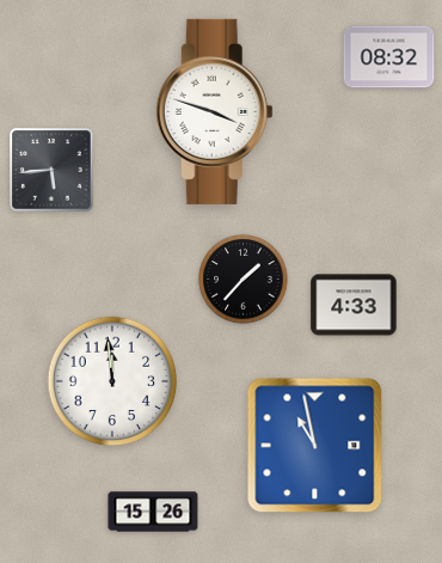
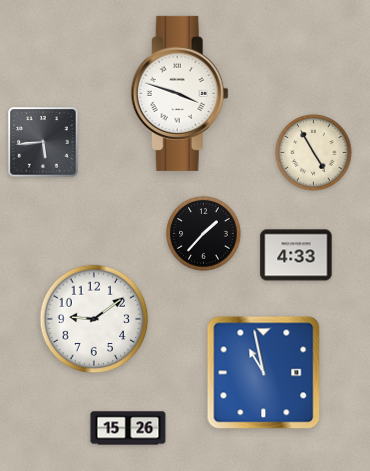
clock at (389, 57): 08:32 -> none
clock at (314, 153): none -> 4:55
clock at (112, 381): 11:59 -> 9:09
